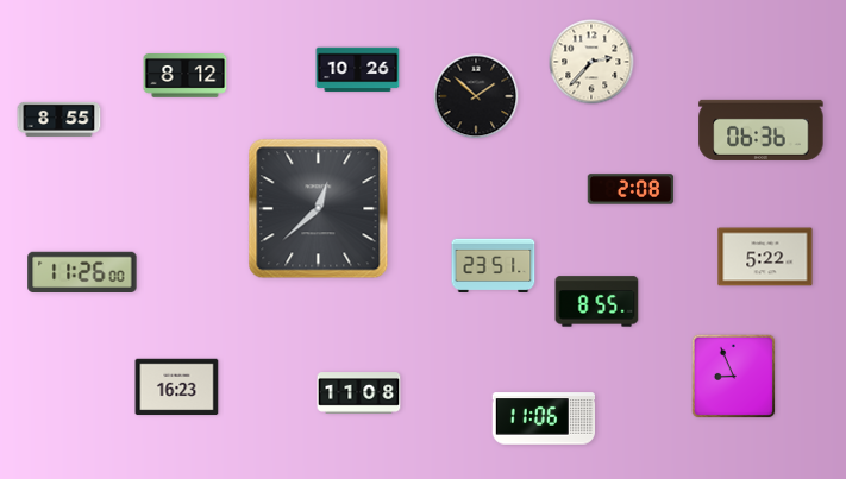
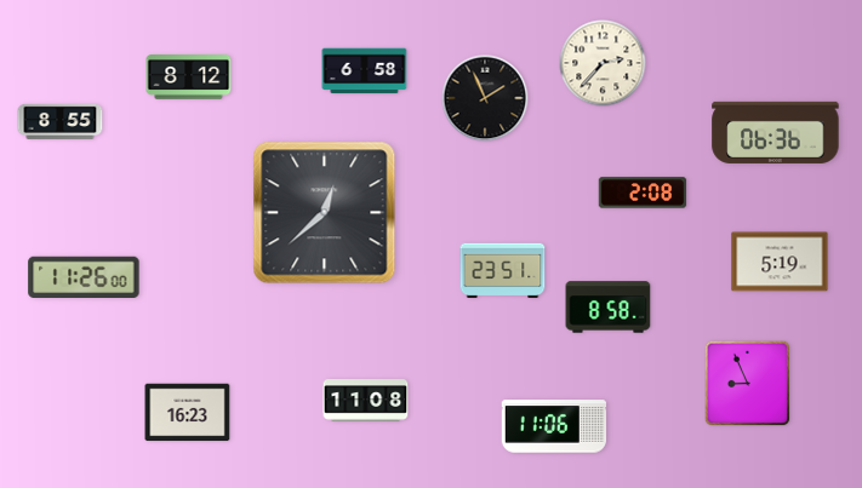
clock at (358, 70): 10:26 -> 6:58
clock at (476, 96): 1:52 -> 1:56
clock at (765, 257): 5:22 -> 5:19
clock at (597, 302): 8:55 -> 8:58
clock at (177, 387) position: (177, 387) -> (188, 413)
